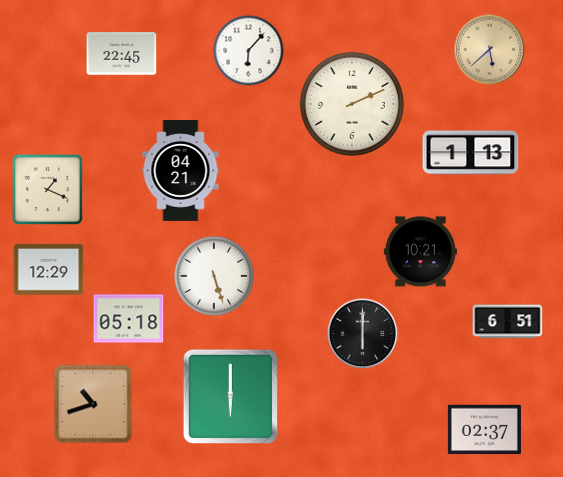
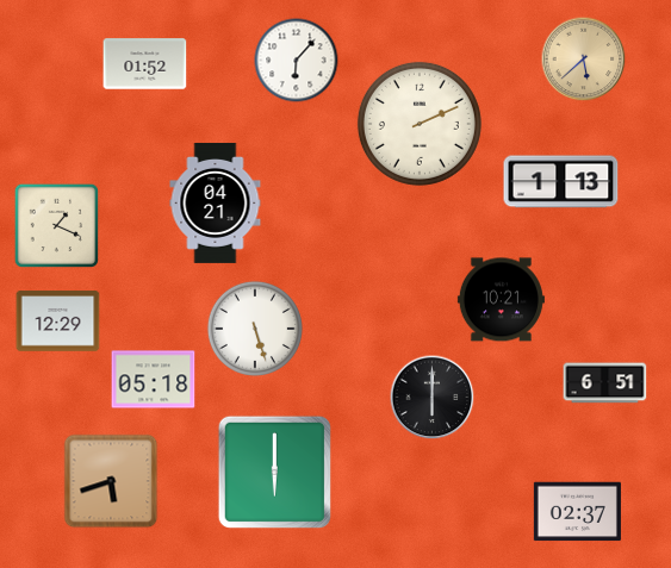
clock at (122, 54): 22:45 -> 01:52
clock at (93, 404): 10:42 -> 5:42
